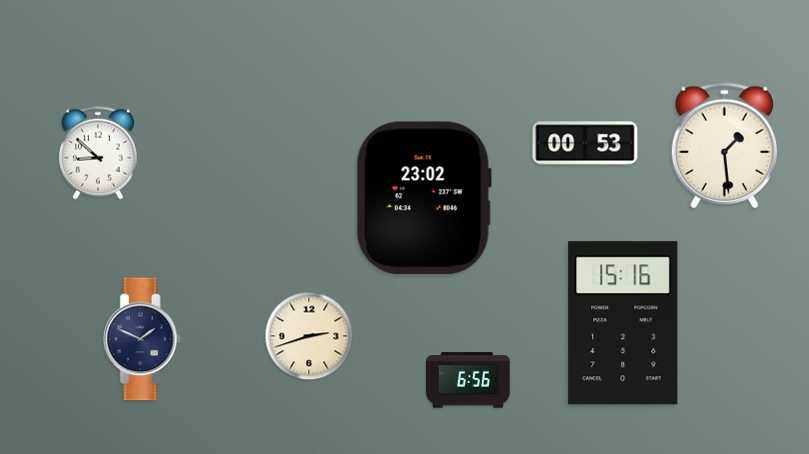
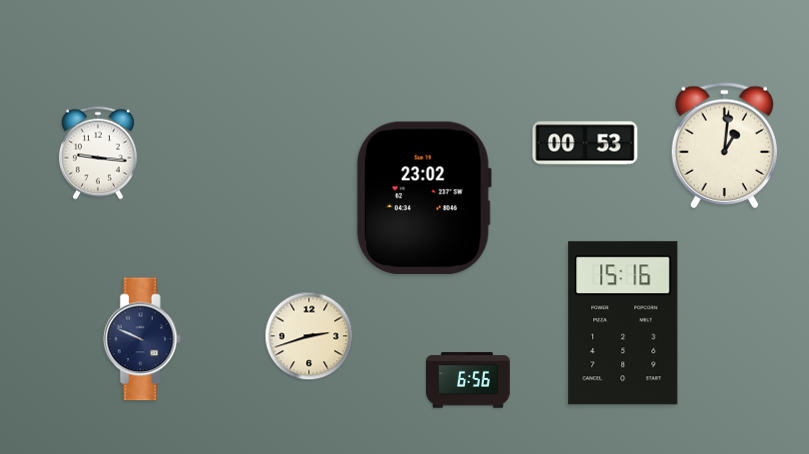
clock at (724, 146): 1:29 -> 1:01
clock at (98, 153): 8:52 -> 9:16
clock at (142, 339): 1:49 -> 9:49
